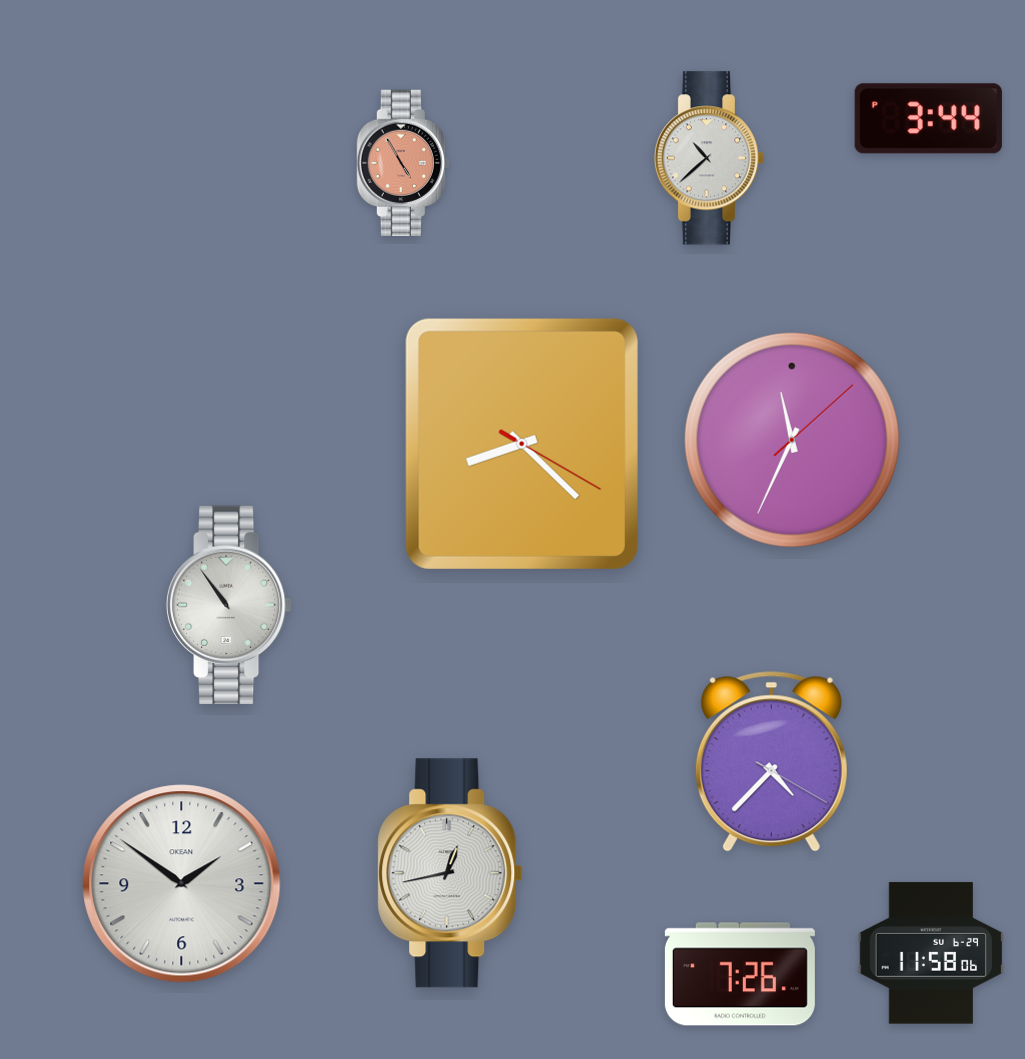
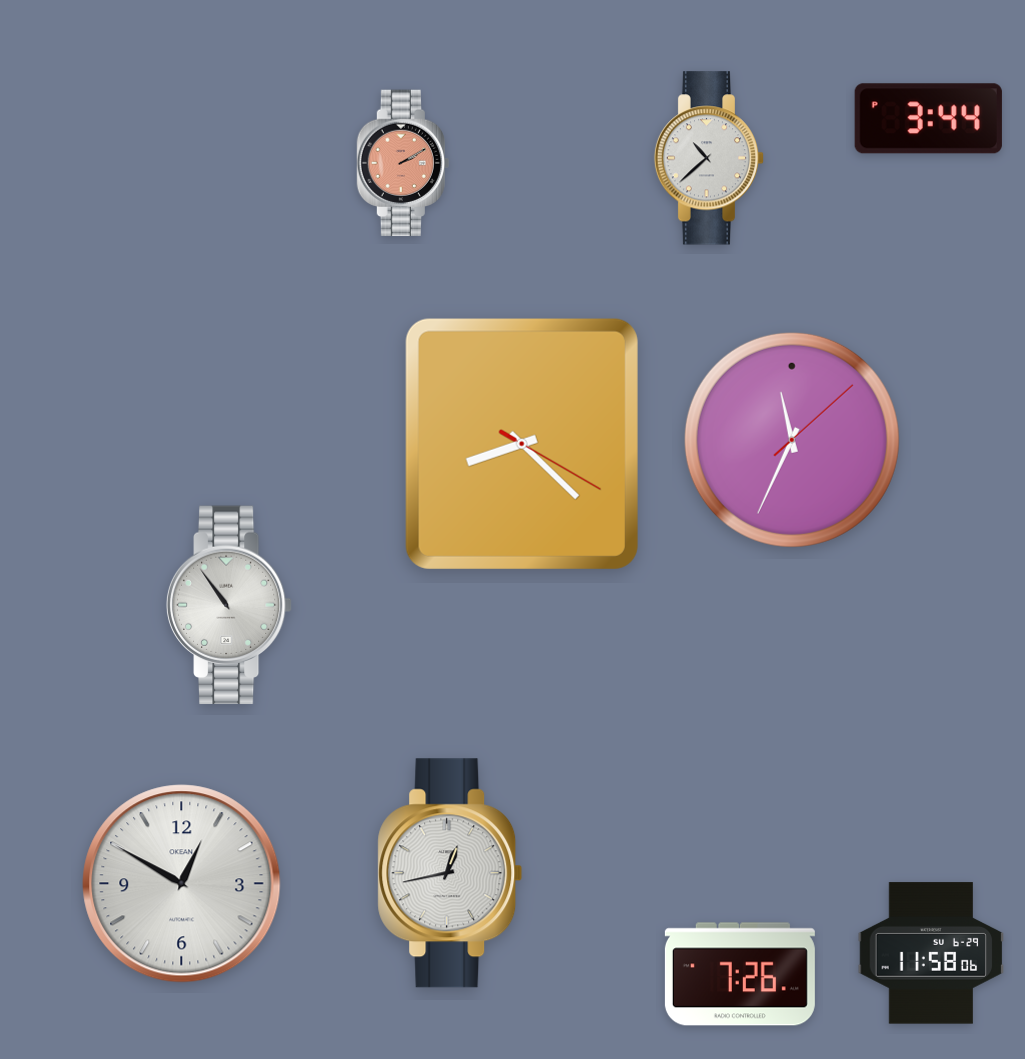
clock at (403, 163): 4:55 -> 2:10
clock at (771, 762): 4:37 -> none
clock at (182, 884): 1:51 -> 12:50
